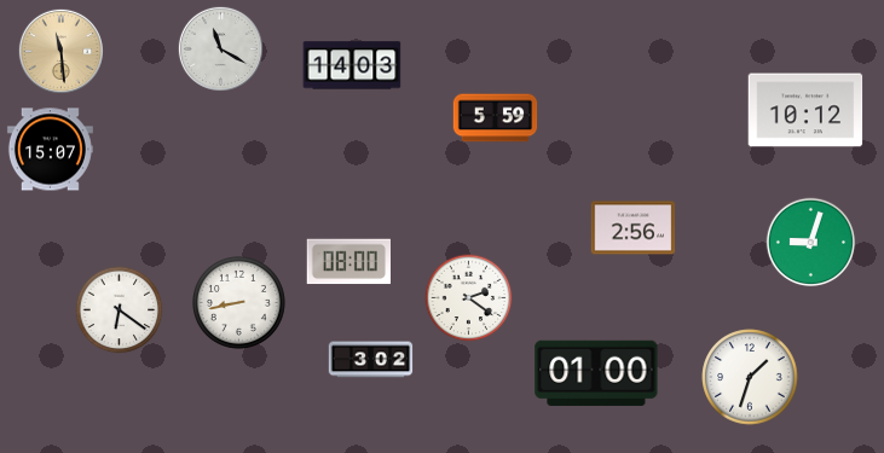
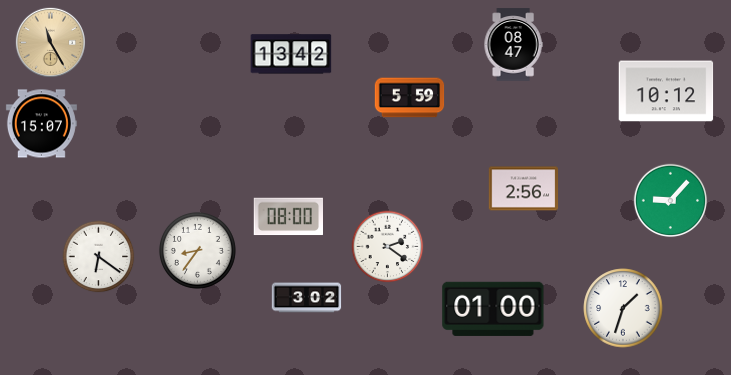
clock at (220, 48): 11:20 -> none
clock at (60, 51): 11:29 -> 11:25
clock at (513, 45): none -> 08:47
clock at (352, 65): 14:03 -> 13:42
clock at (811, 243): 9:03 -> 9:07
clock at (238, 302): 8:43 -> 8:36
clock at (750, 377) position: (750, 377) -> (623, 308)
